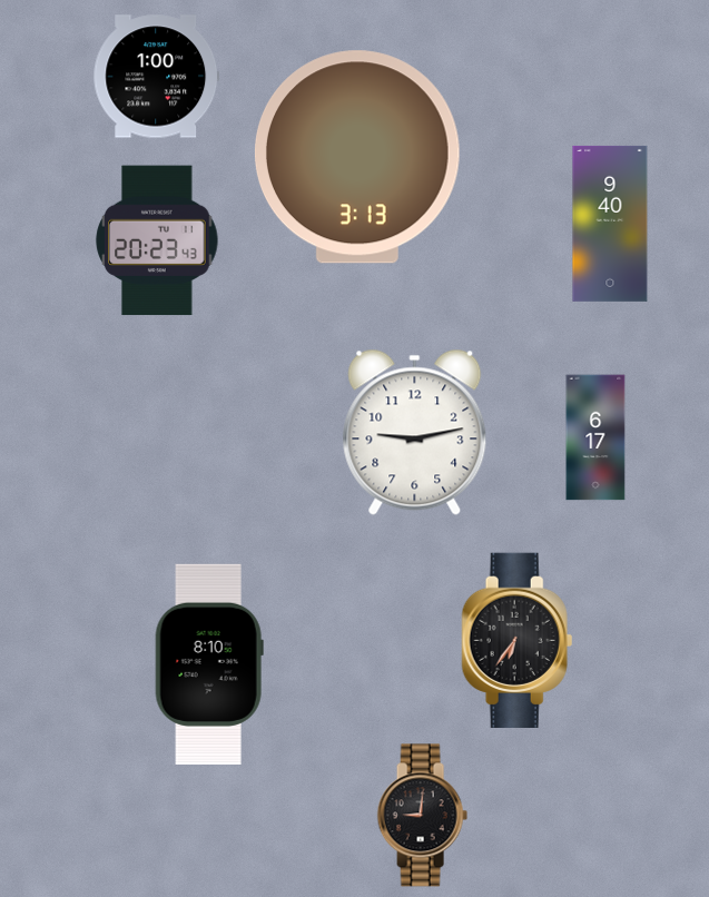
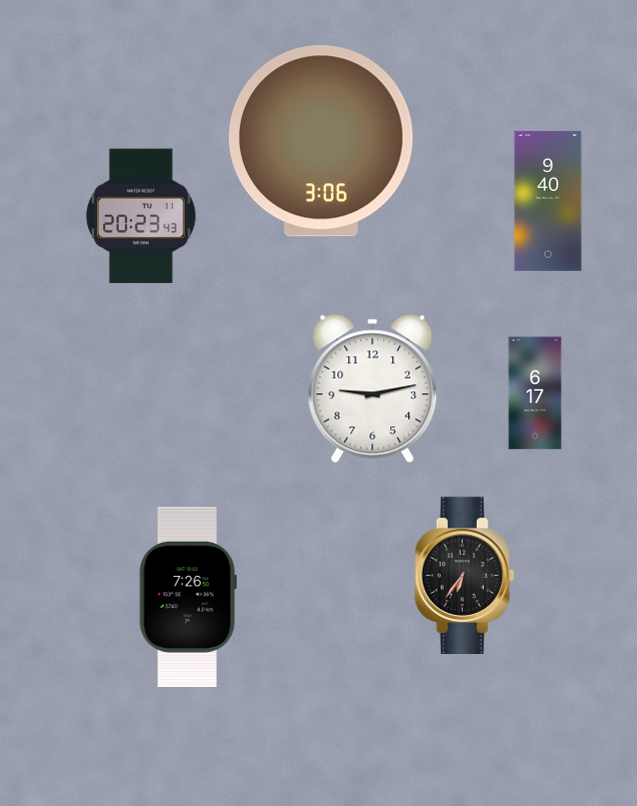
clock at (157, 77): 1:00 -> none
clock at (357, 157): 3:13 -> 3:06
clock at (209, 664): 8:10 -> 7:26
clock at (422, 816): 9:01 -> none
